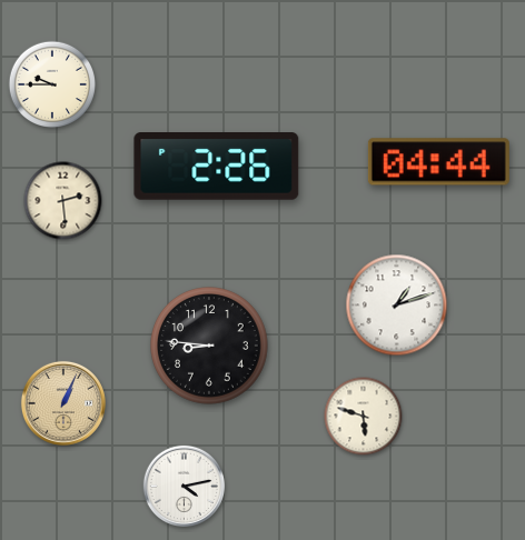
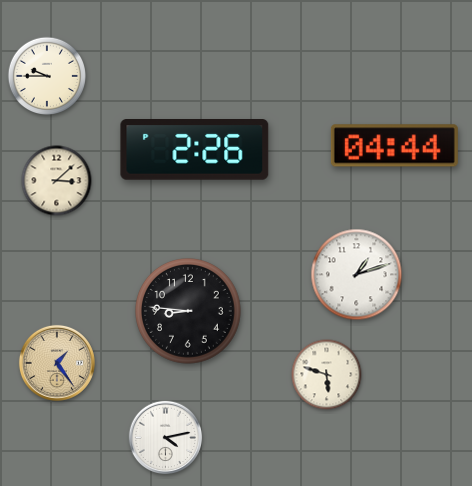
clock at (63, 201): 2:29 -> 3:08
clock at (63, 403): 1:04 -> 1:24
